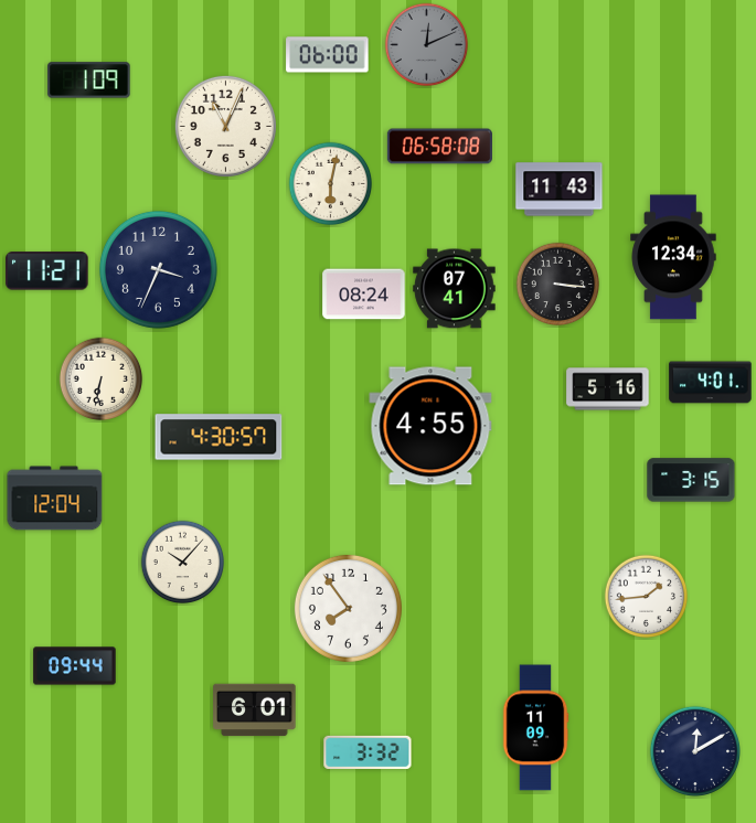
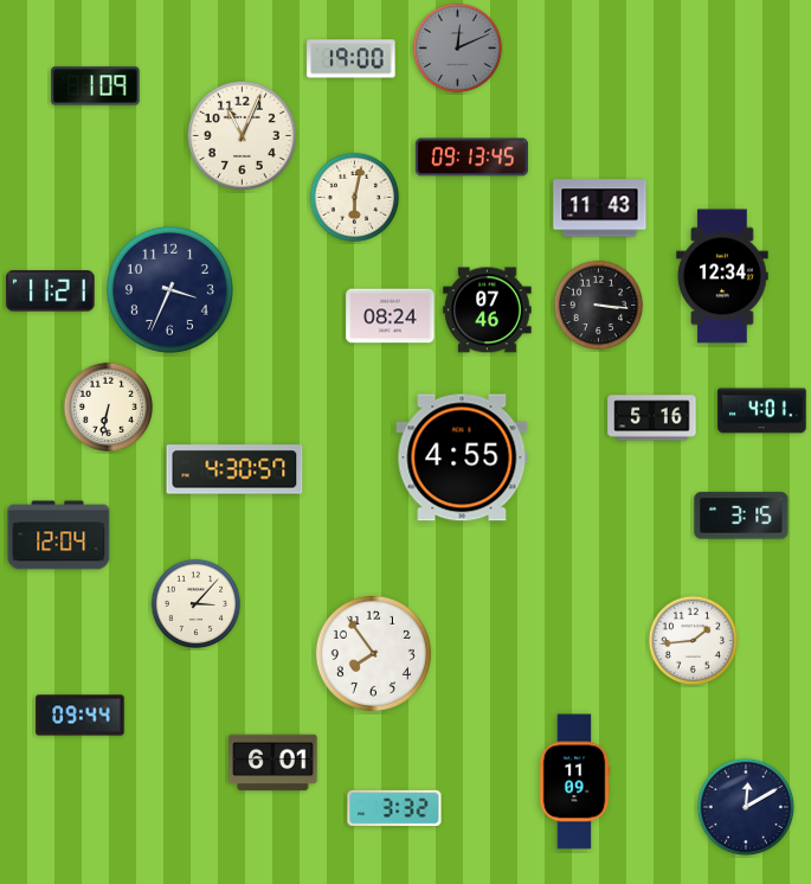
clock at (328, 55): 06:00 -> 19:00
clock at (439, 147): 06:58 -> 09:13
clock at (560, 190) position: (560, 190) -> (600, 209)
clock at (455, 289): 07:41 -> 07:46
clock at (183, 563): 10:07 -> 3:07
